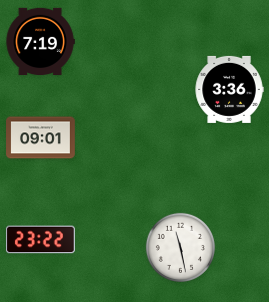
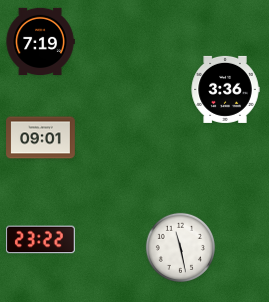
clock at (229, 89) position: (229, 89) -> (225, 89)
